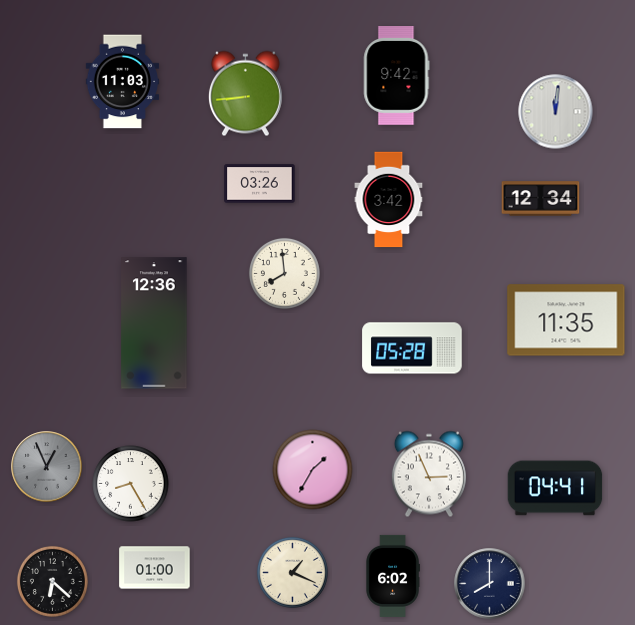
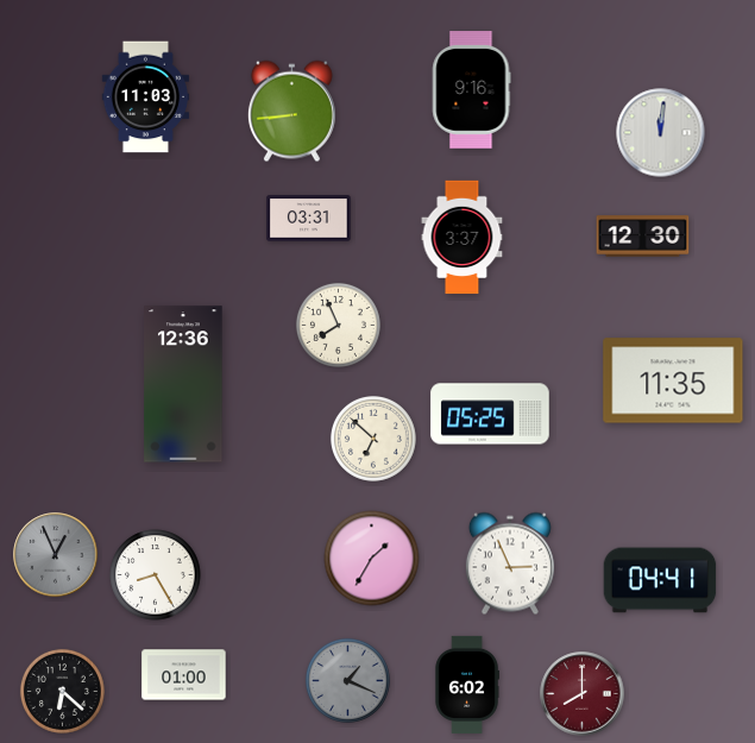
clock at (397, 76): 9:42 -> 9:16
clock at (260, 184): 03:26 -> 03:31
clock at (541, 199): 12:34 -> 12:30
clock at (389, 200): 3:42 -> 3:37
clock at (284, 273): 7:59 -> 7:56
clock at (412, 348): 05:28 -> 05:25
clock at (373, 439): none -> 6:52
clock at (292, 572) dial: cream -> grey
clock at (490, 584) dial: navy -> burgundy
